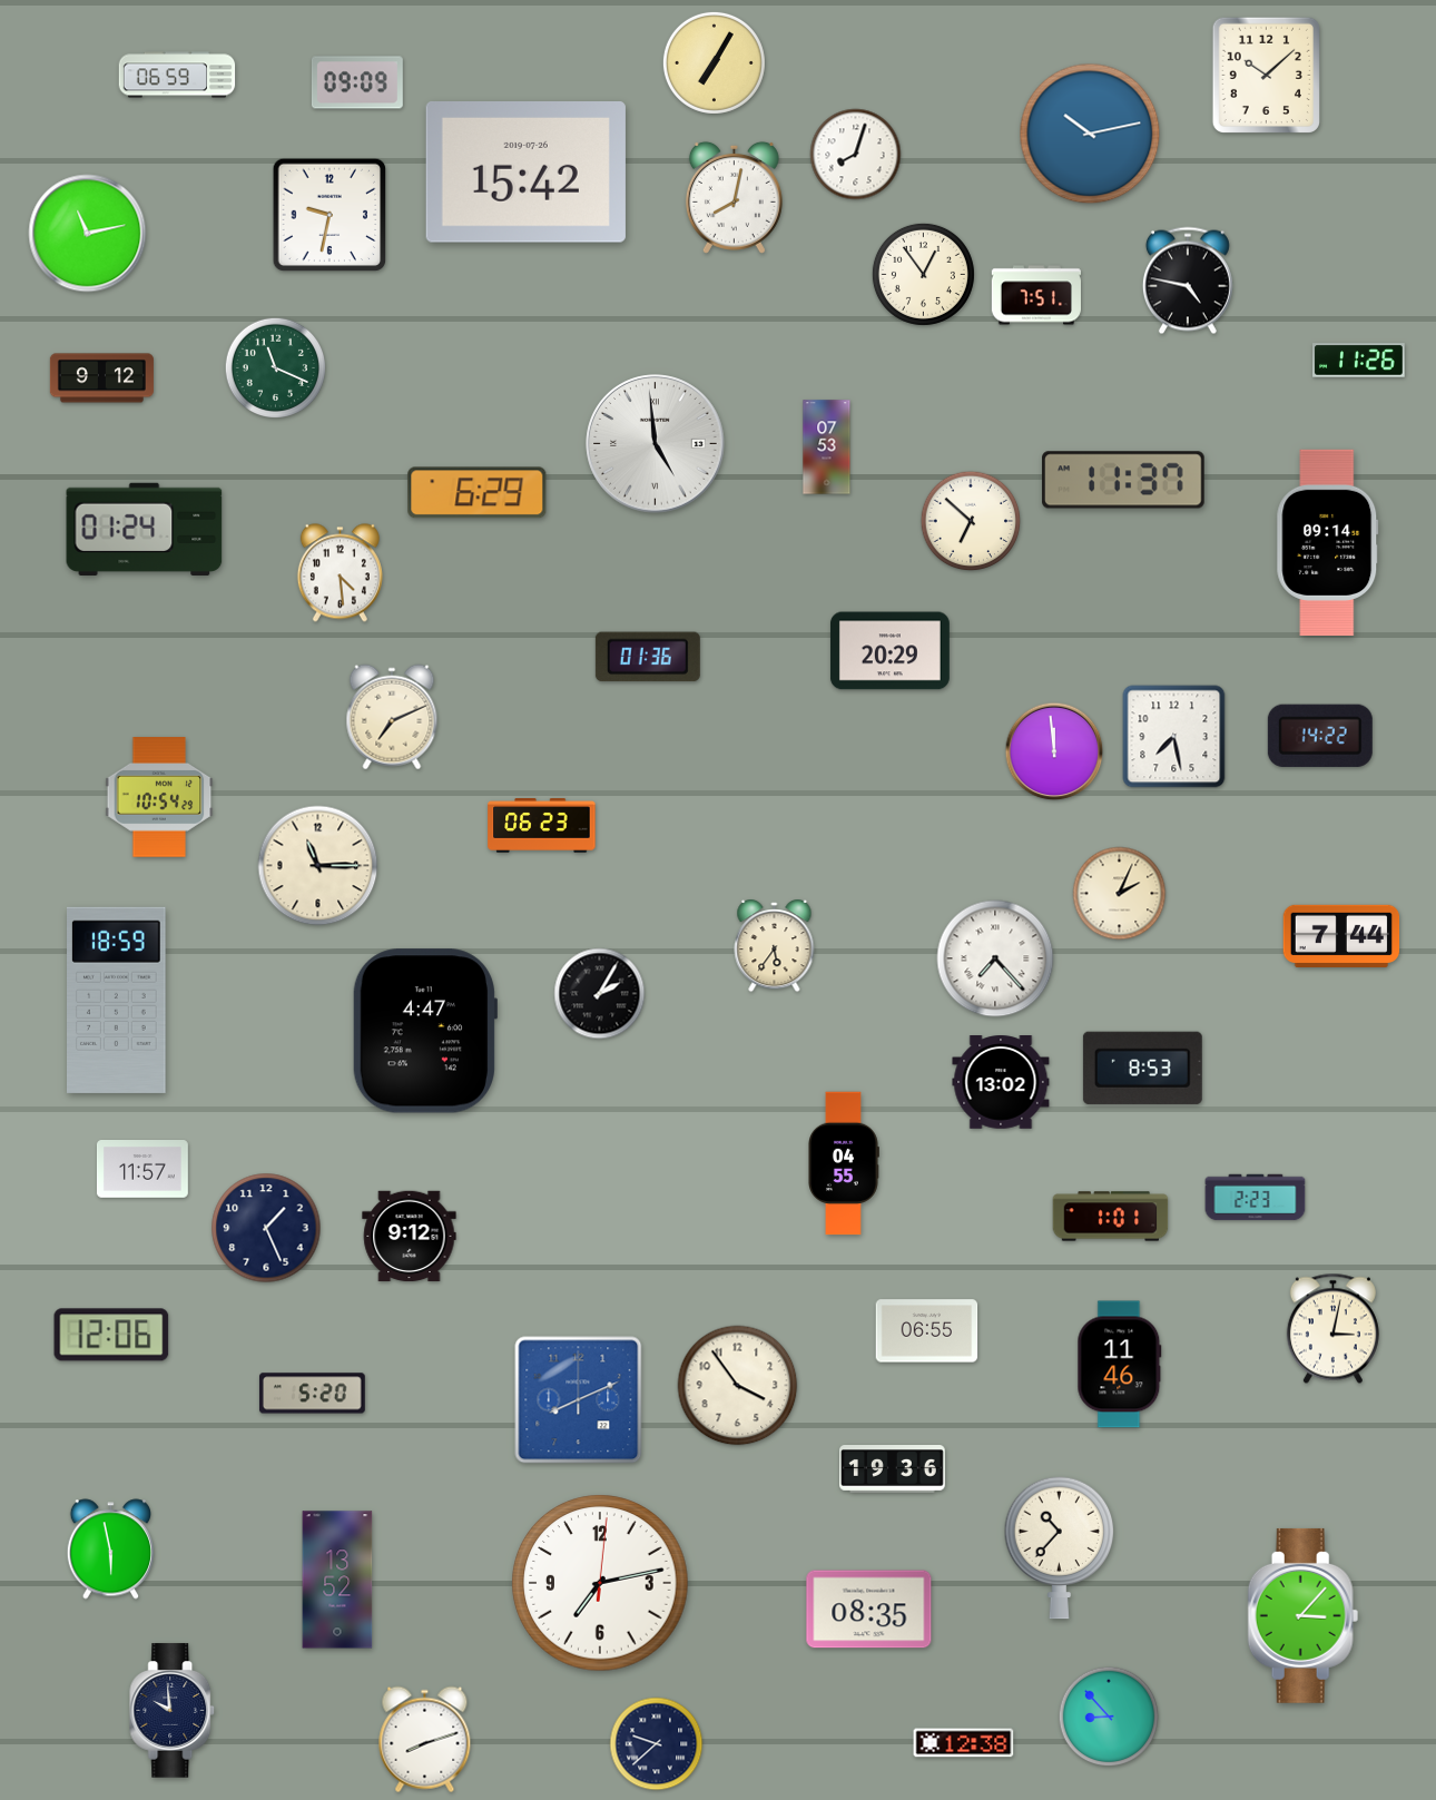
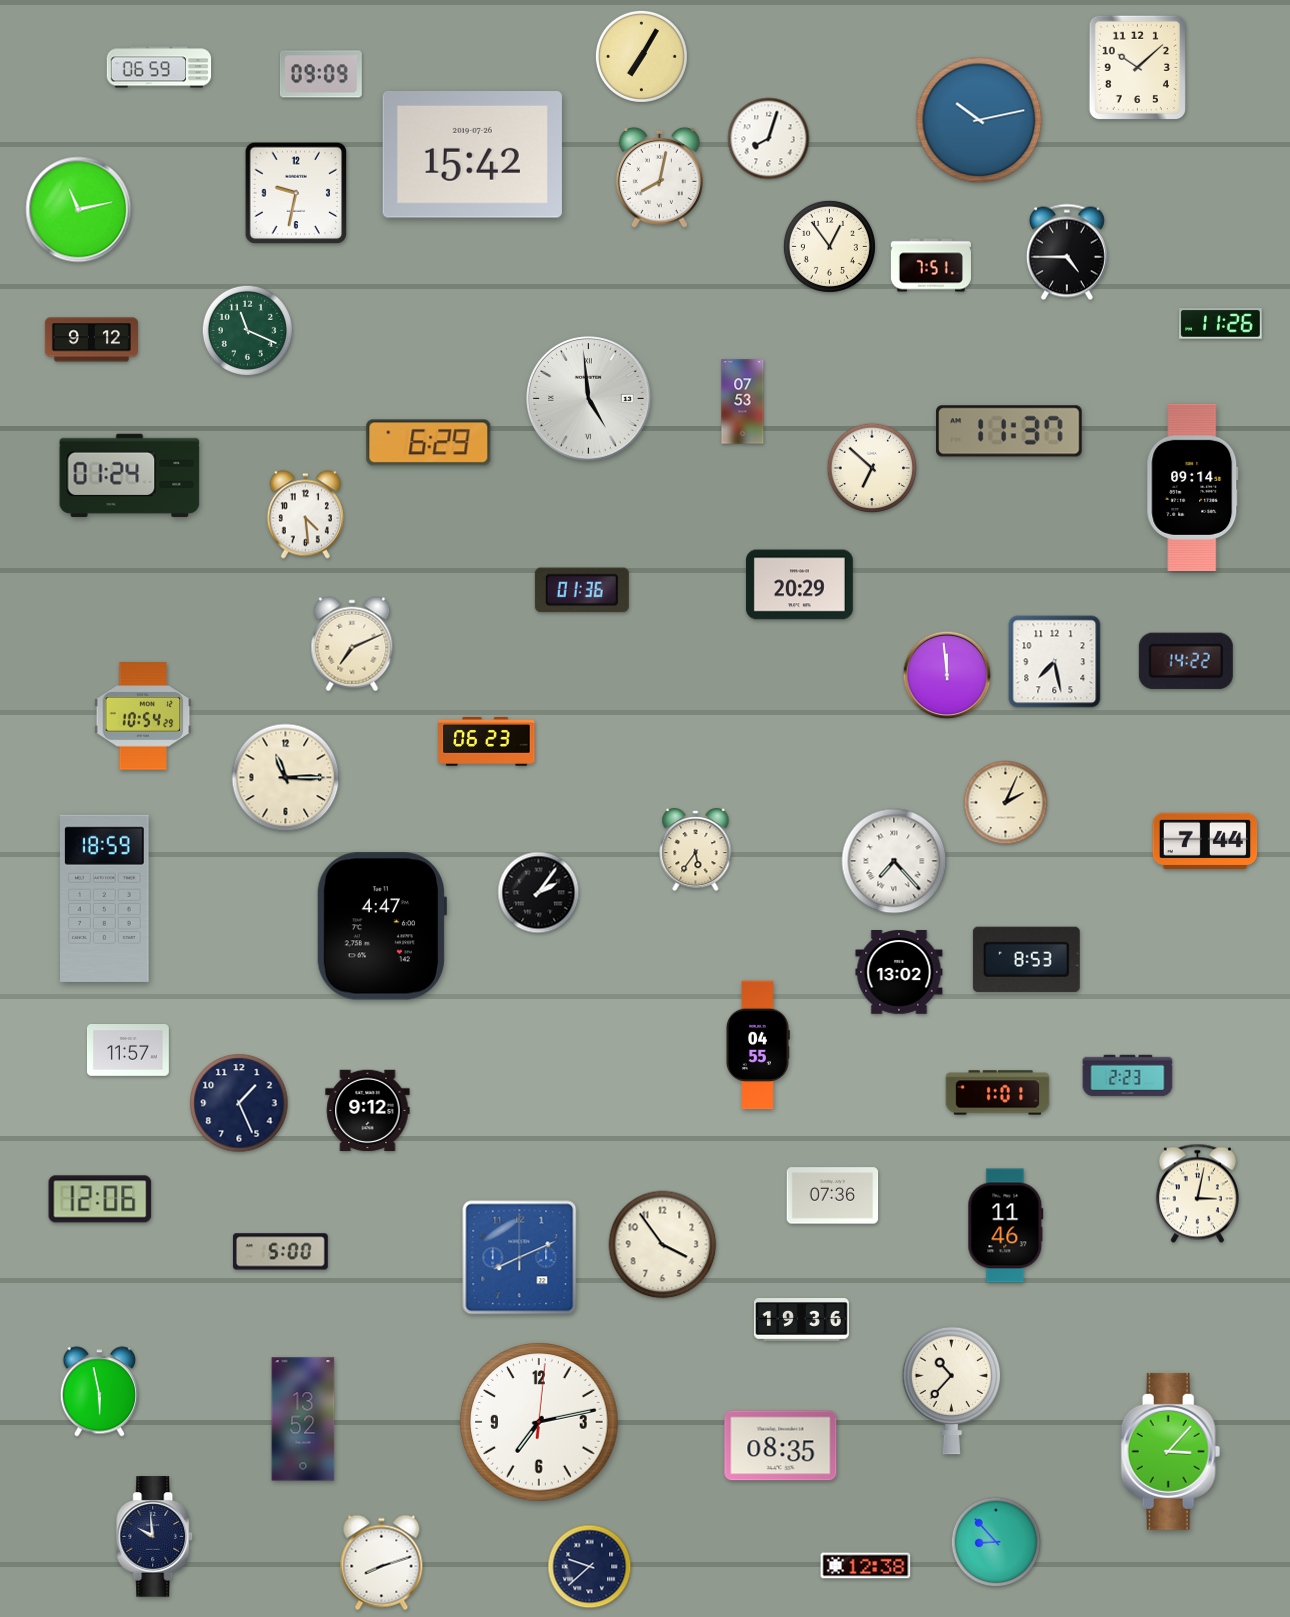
clock at (1188, 281): 4:47 -> 4:45
clock at (600, 994): 2:05 -> 2:06
clock at (927, 1331): 06:55 -> 07:36
clock at (312, 1394): 5:20 -> 5:00
